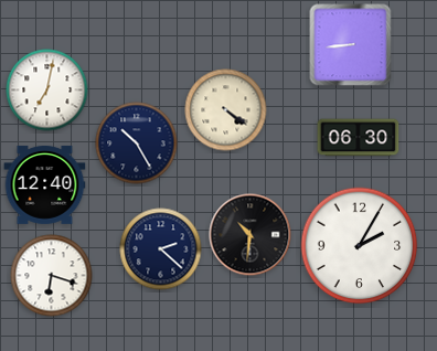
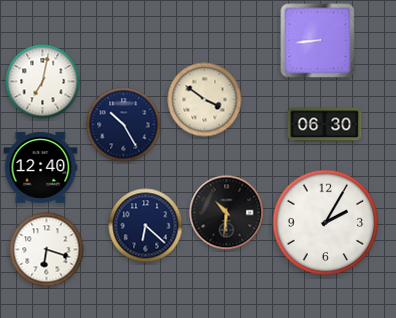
clock at (226, 110): 4:21 -> 3:51
clock at (137, 143) position: (137, 143) -> (124, 125)
clock at (161, 249): 2:22 -> 6:22
